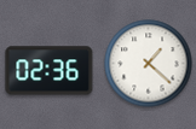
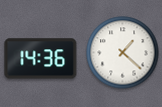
clock at (50, 71): 02:36 -> 14:36
